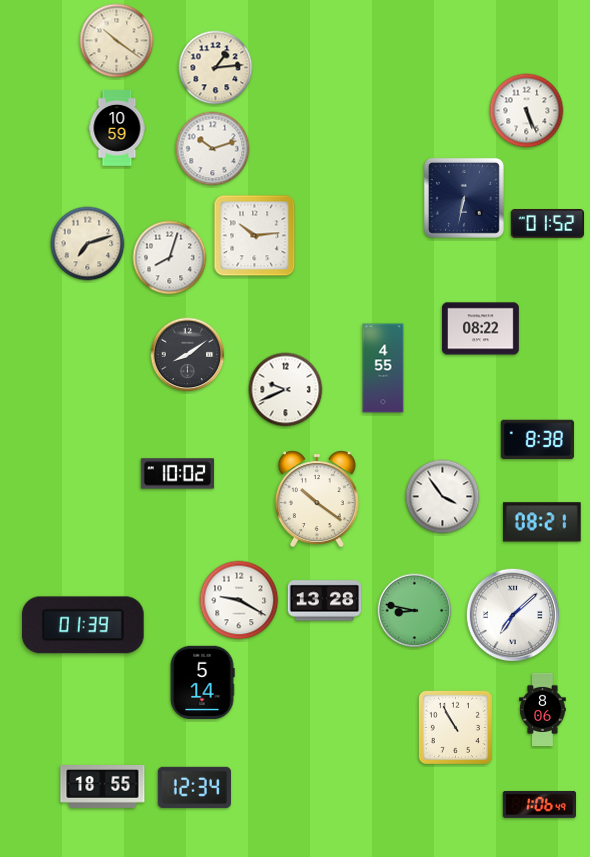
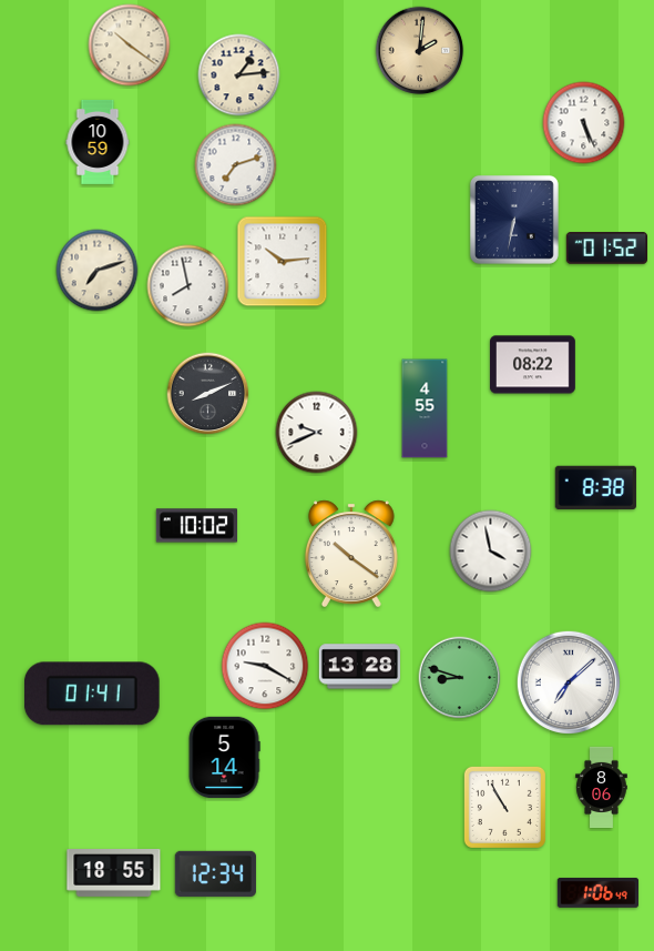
clock at (420, 51): none -> 2:01
clock at (117, 128) position: (117, 128) -> (98, 142)
clock at (213, 149): 10:12 -> 7:12
clock at (170, 258): 8:03 -> 7:58
clock at (188, 355): 8:09 -> 8:11
clock at (443, 497): 3:54 -> 3:58
clock at (542, 522): 08:21 -> none
clock at (415, 611): 8:47 -> 8:48
clock at (83, 625): 01:39 -> 01:41
